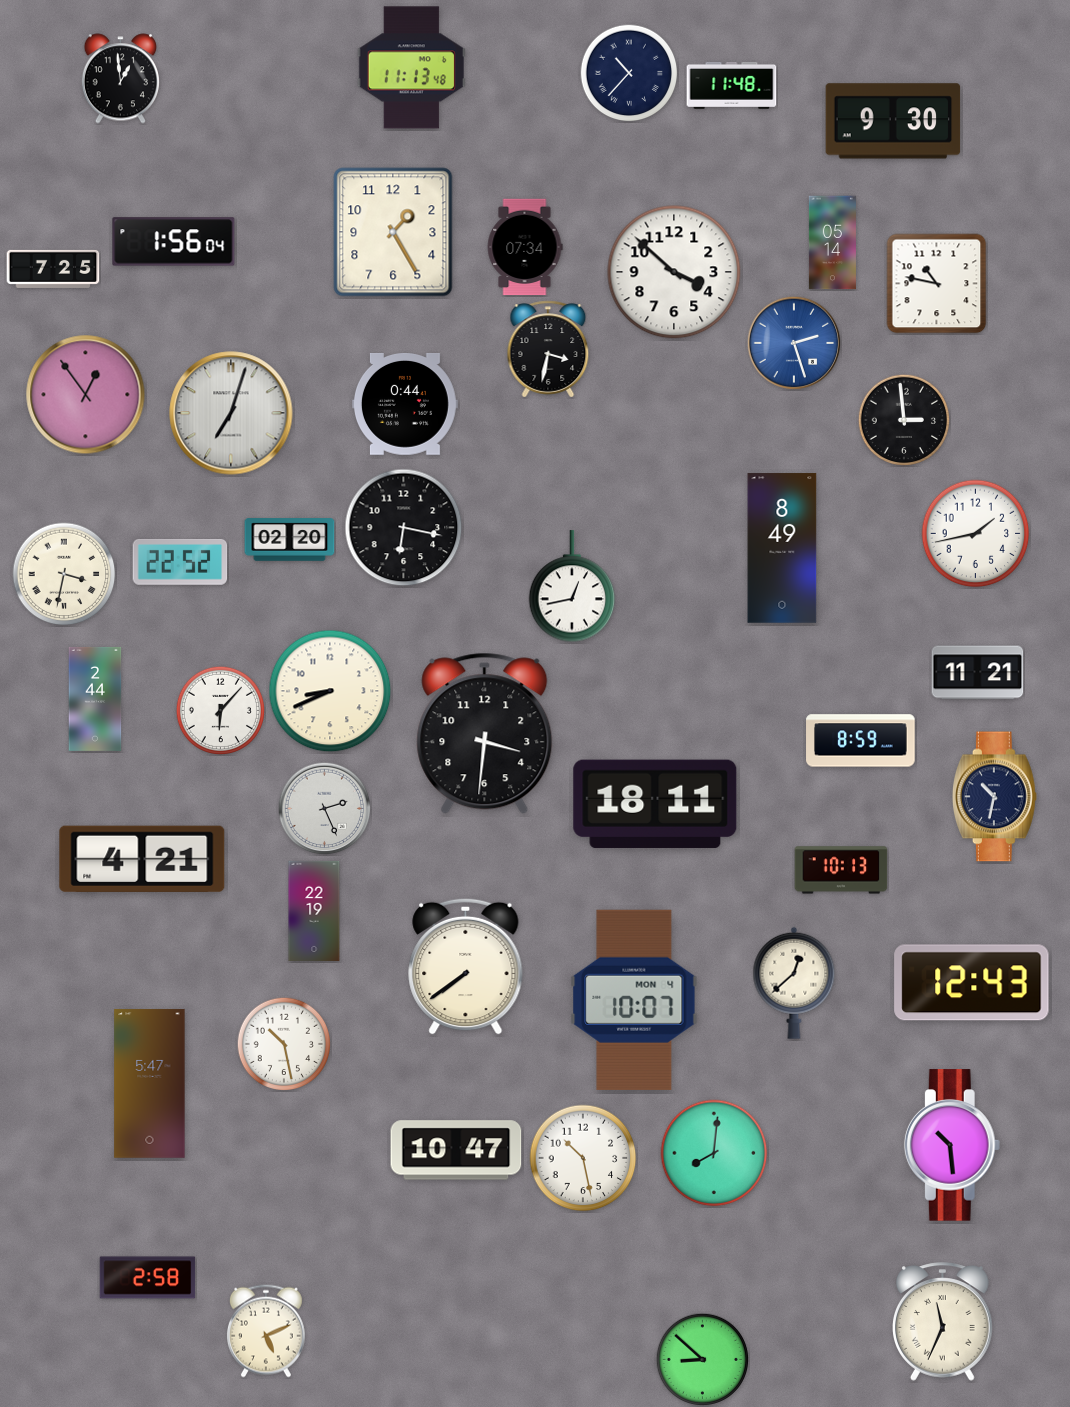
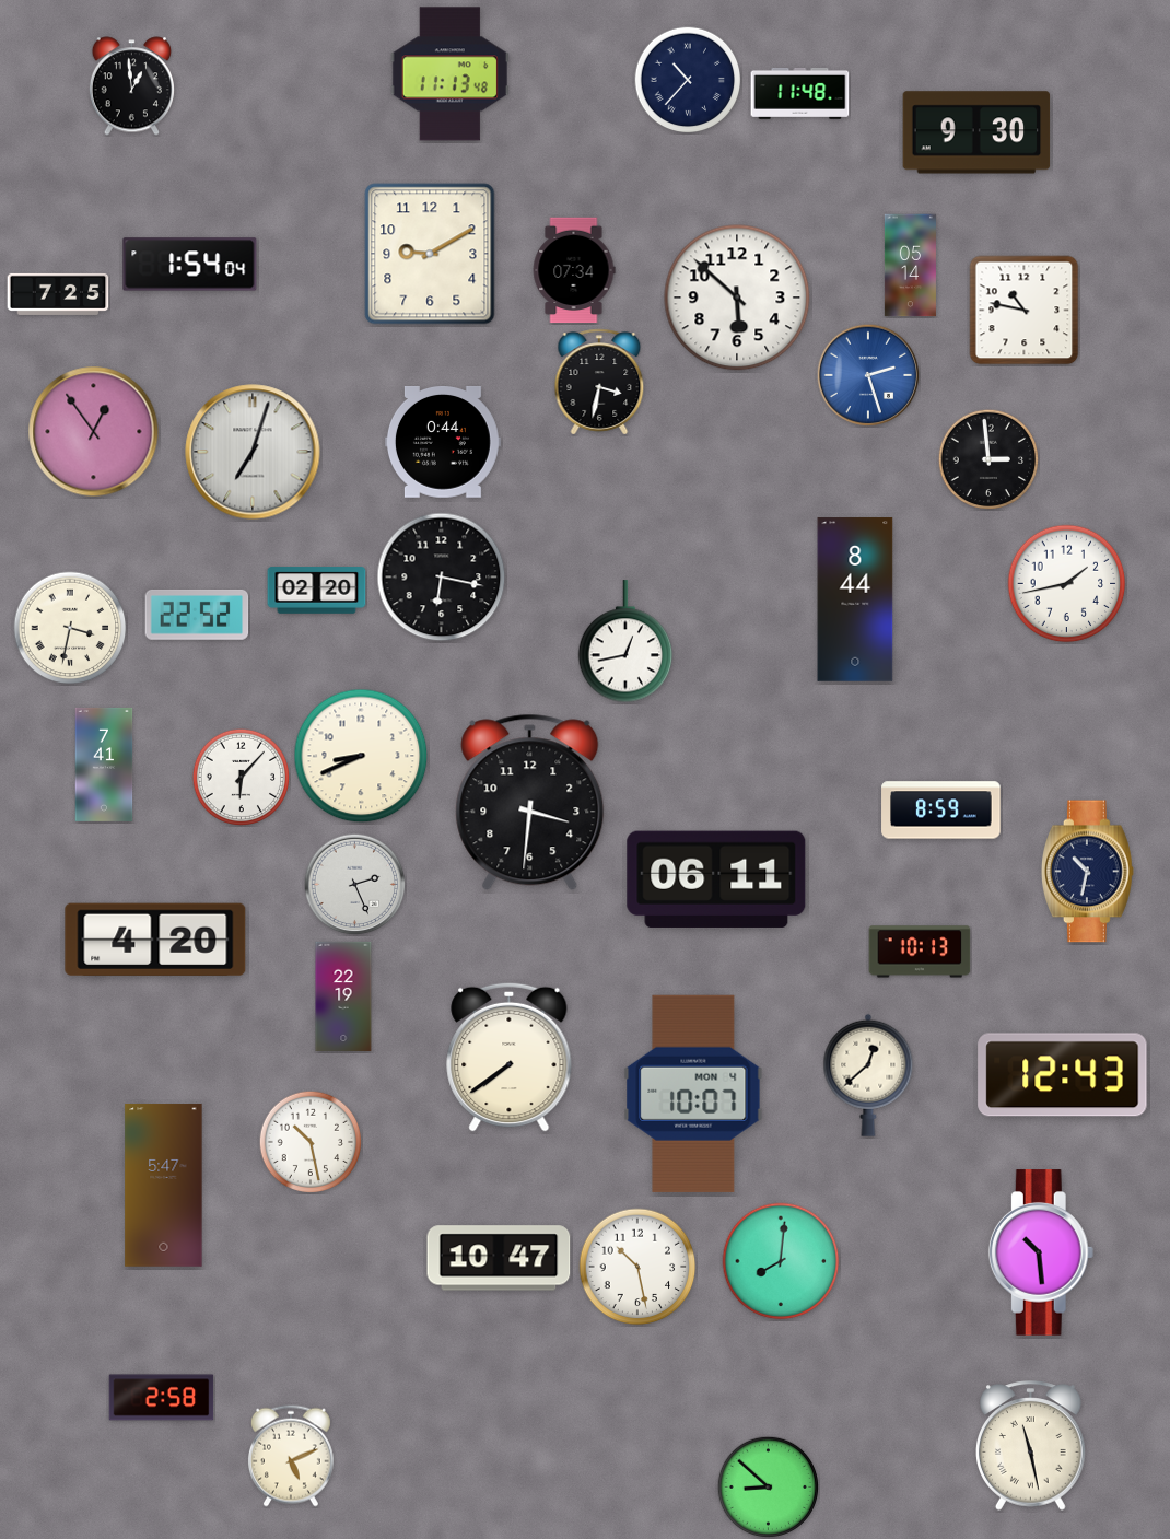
clock at (393, 232): 1:25 -> 9:10
clock at (174, 242): 1:56 -> 1:54
clock at (674, 272): 3:52 -> 5:52
clock at (782, 548): 8:49 -> 8:44
clock at (978, 673): 11:21 -> none
clock at (95, 699): 2:44 -> 7:41
clock at (655, 803): 18:11 -> 06:11
clock at (142, 859): 4:21 -> 4:20
clock at (943, 1322): 11:34 -> 11:28
